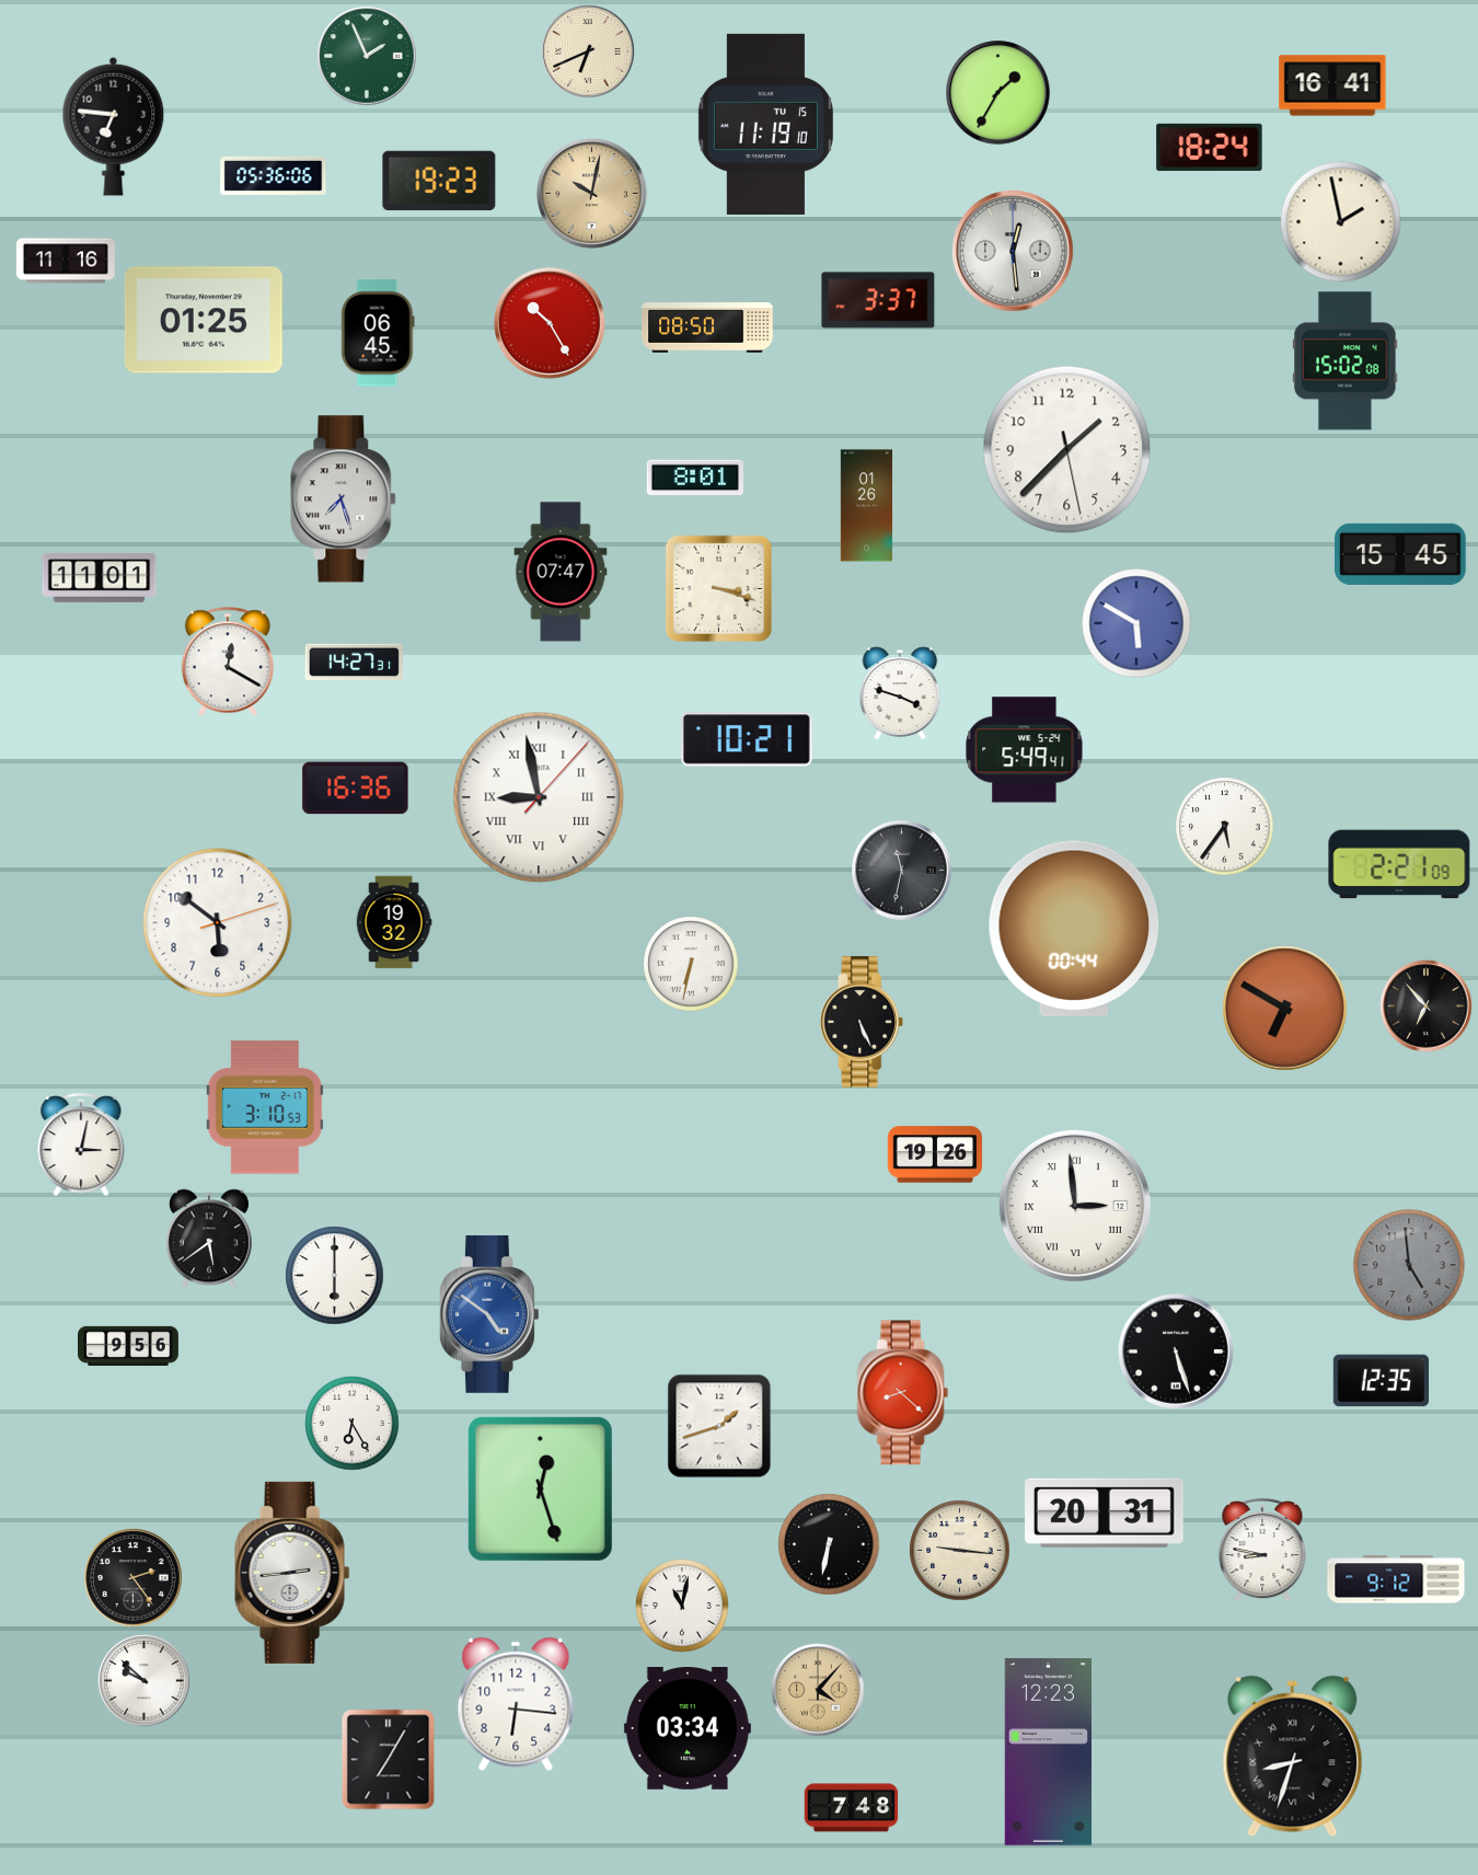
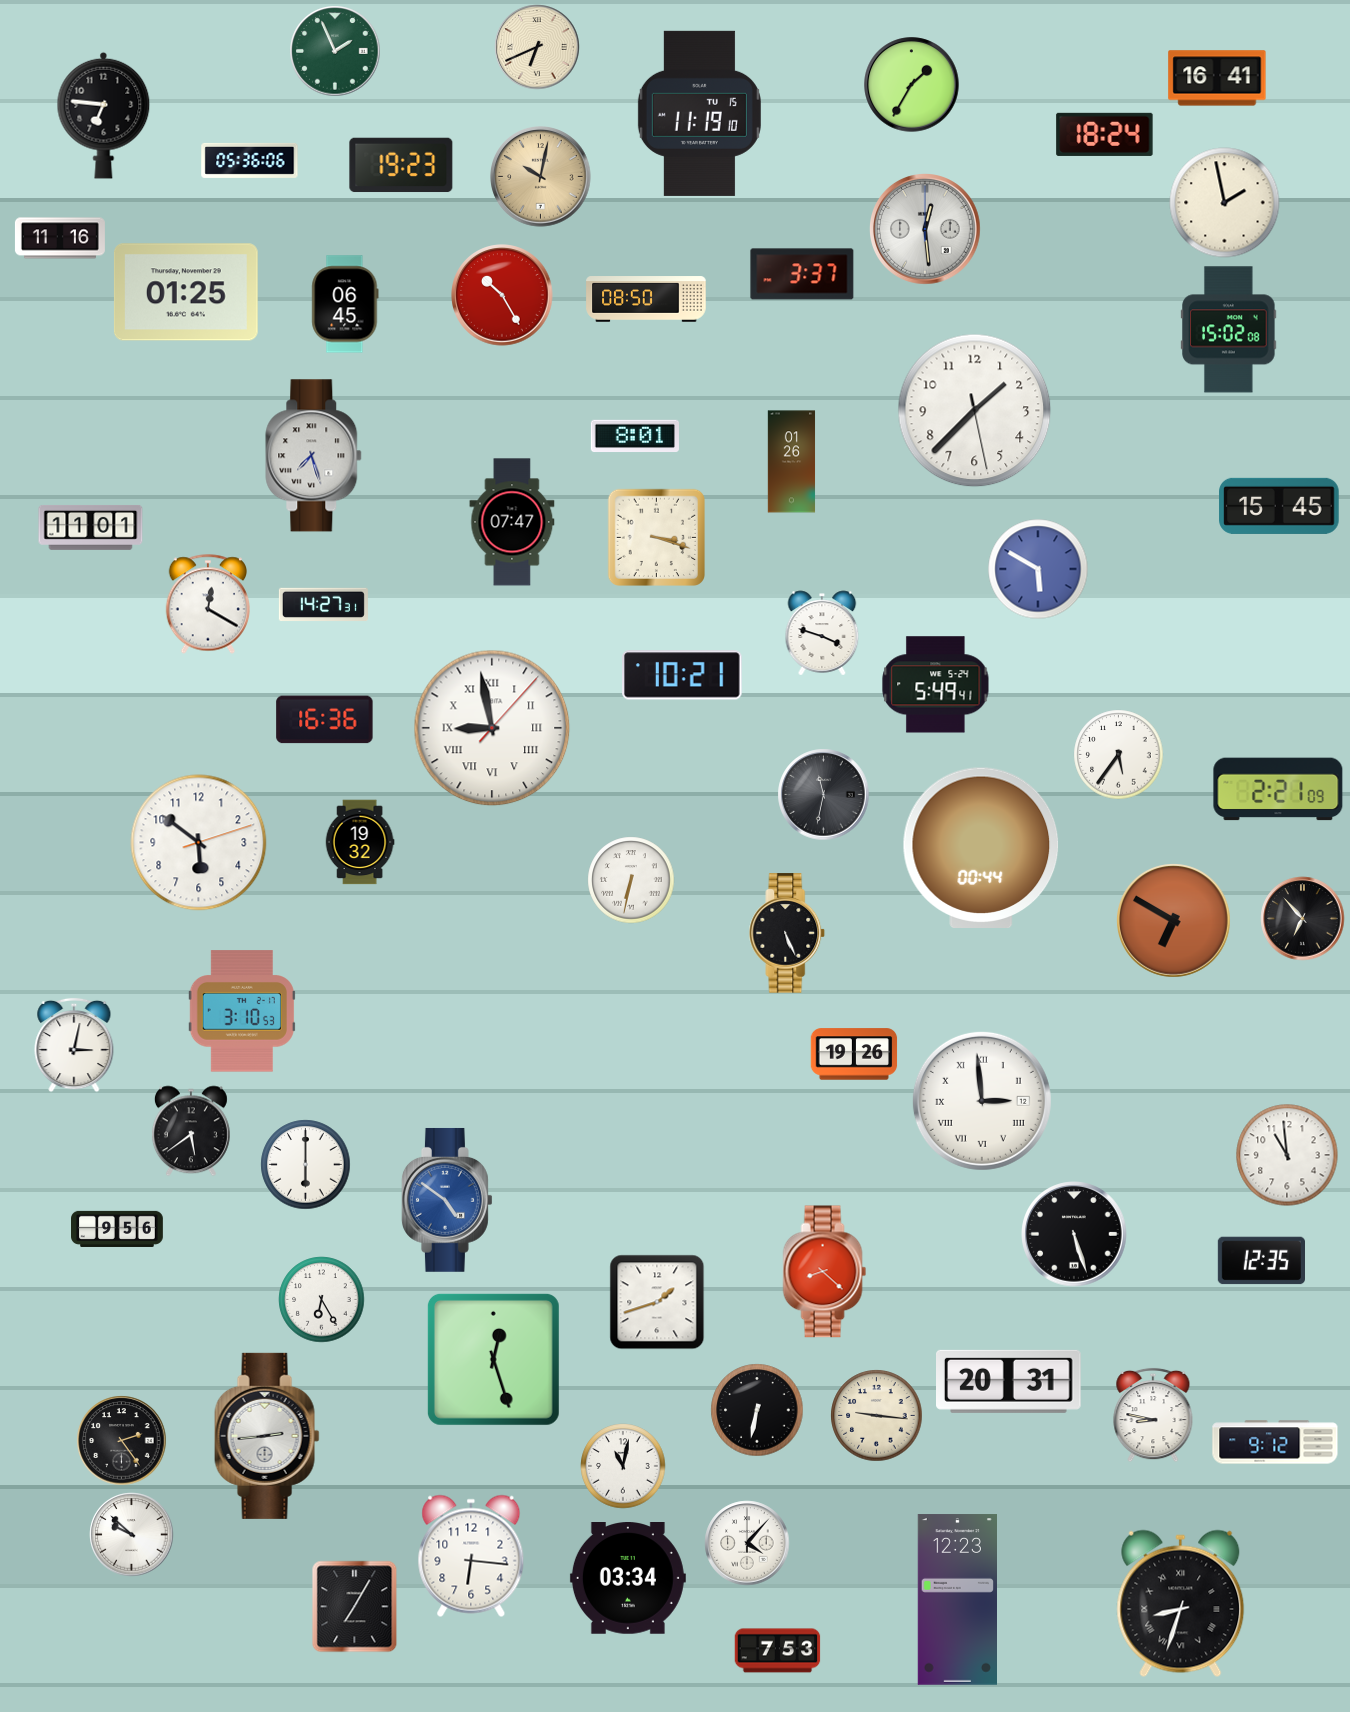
clock at (1409, 1265): 4:59 -> 10:59
clock at (1409, 1265) dial: grey -> white
clock at (818, 1690) dial: champagne -> white
clock at (852, 1808): 7:48 -> 7:53
